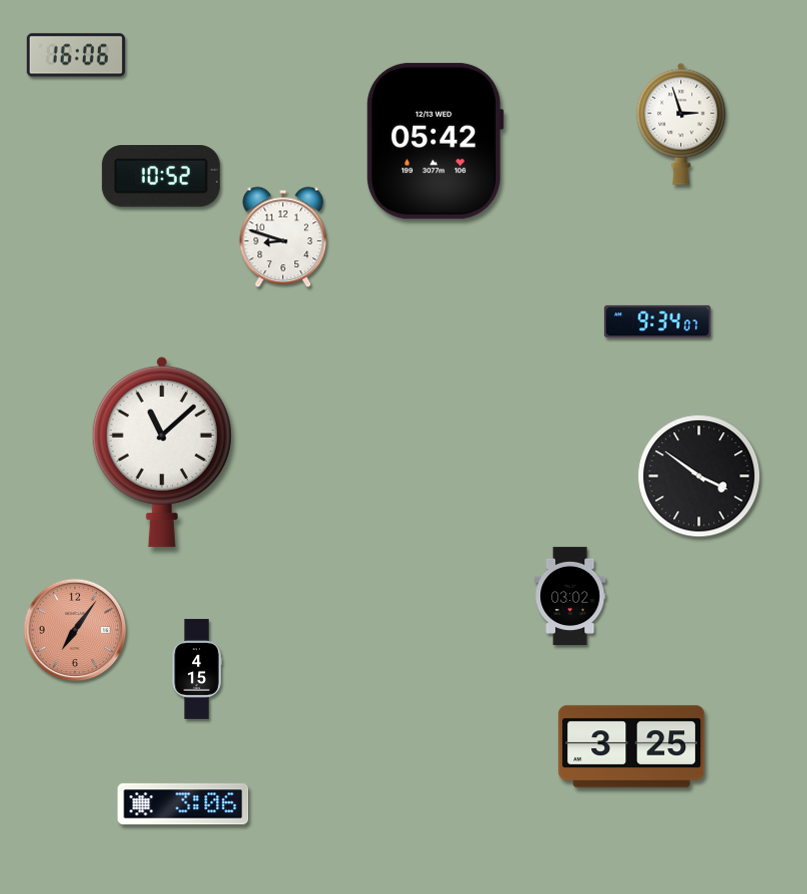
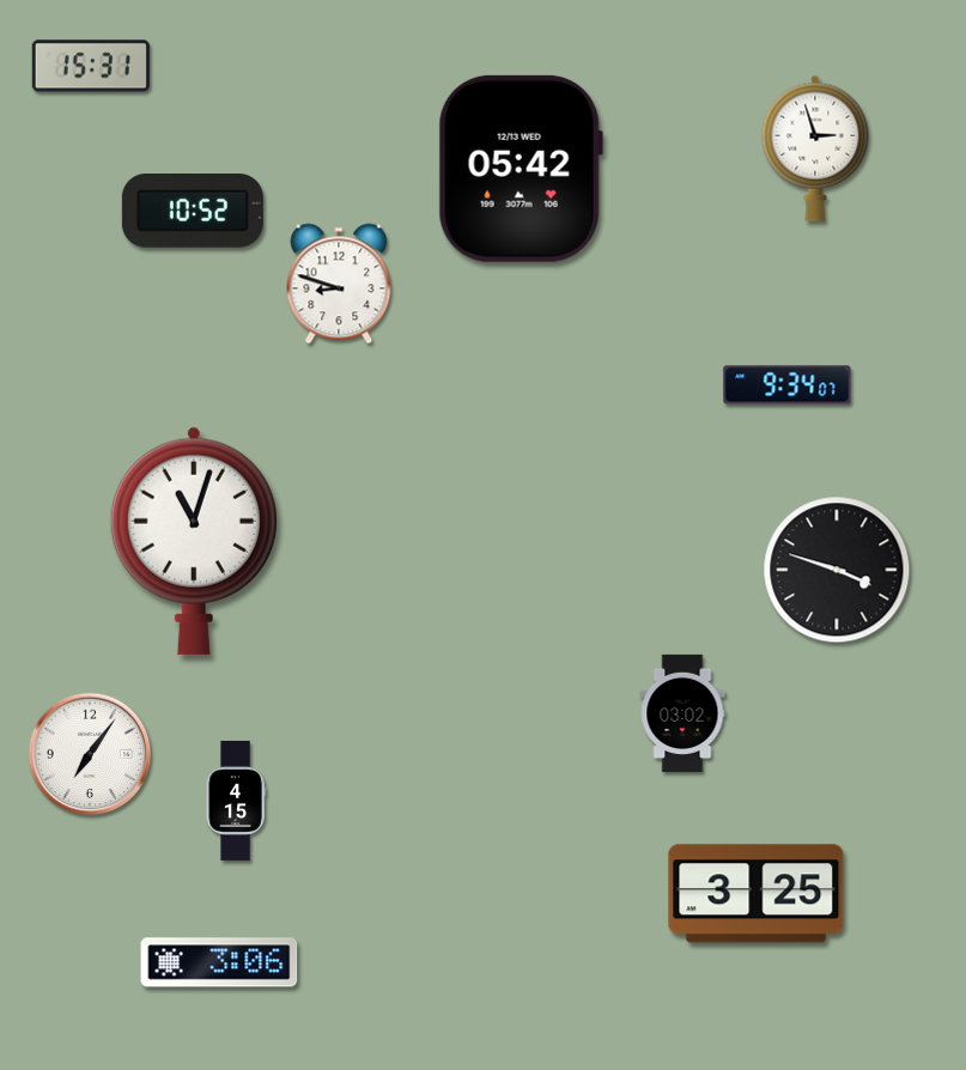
clock at (76, 55): 16:06 -> 15:31
clock at (162, 452): 11:08 -> 11:03
clock at (699, 476): 3:51 -> 3:48
clock at (75, 630) dial: salmon -> white
